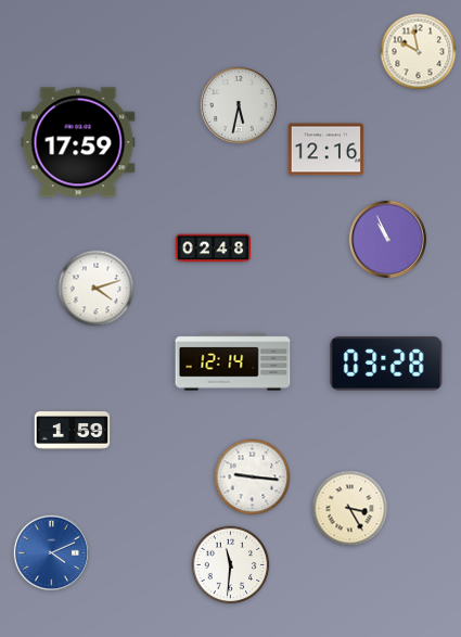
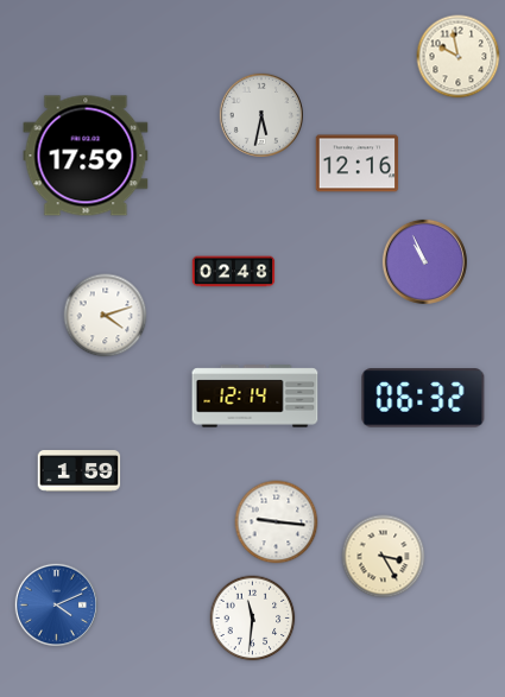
clock at (386, 364): 03:28 -> 06:32
